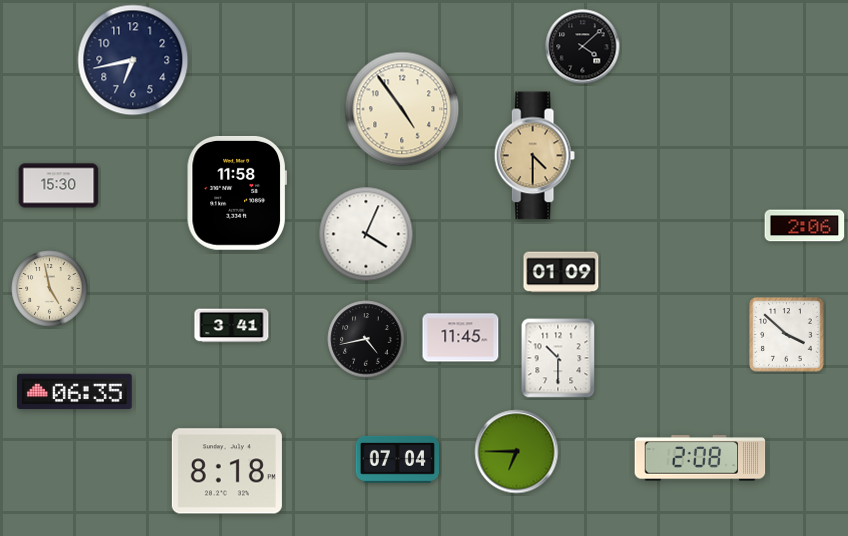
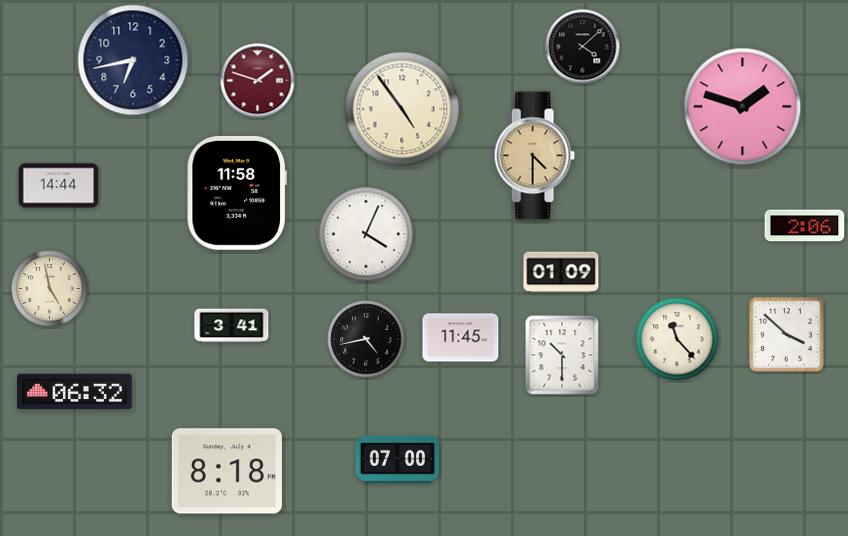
clock at (258, 81): none -> 1:48
clock at (743, 107): none -> 1:48
clock at (59, 186): 15:30 -> 14:44
clock at (677, 339): none -> 11:23
clock at (558, 358) position: (558, 358) -> (562, 355)
clock at (75, 392): 06:35 -> 06:32
clock at (517, 452): 6:45 -> none
clock at (700, 458): 2:08 -> none
clock at (398, 459): 07:04 -> 07:00
